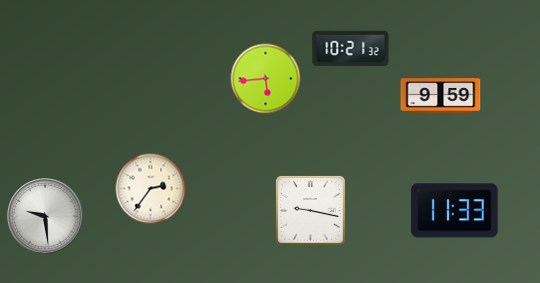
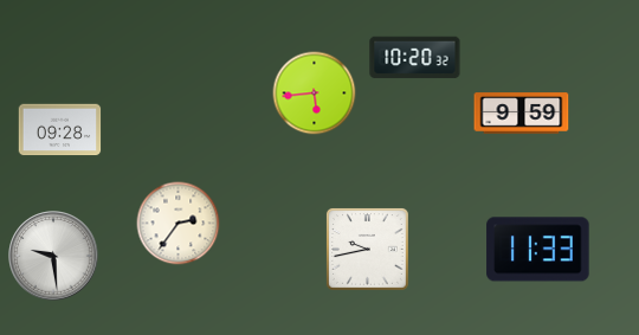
clock at (351, 49): 10:21 -> 10:20
clock at (60, 130): none -> 09:28
clock at (310, 210): 9:17 -> 9:43
